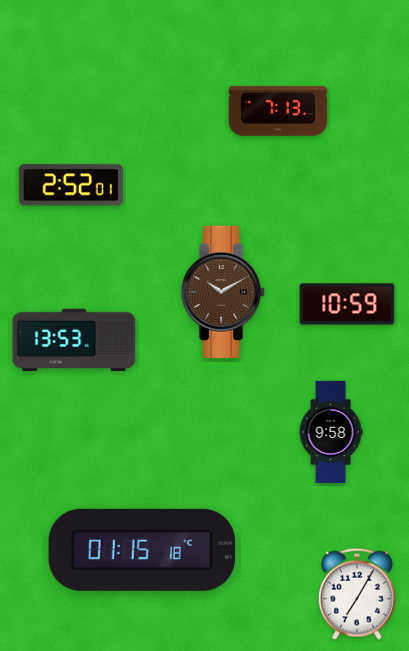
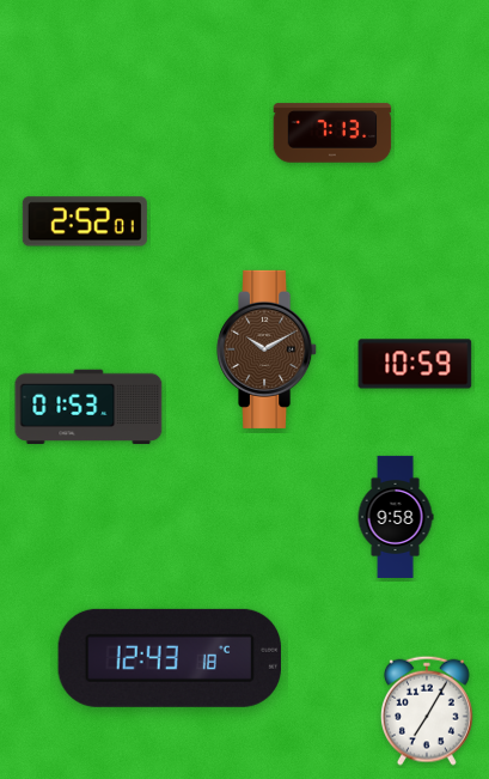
clock at (74, 340): 13:53 -> 01:53
clock at (141, 550): 01:15 -> 12:43
